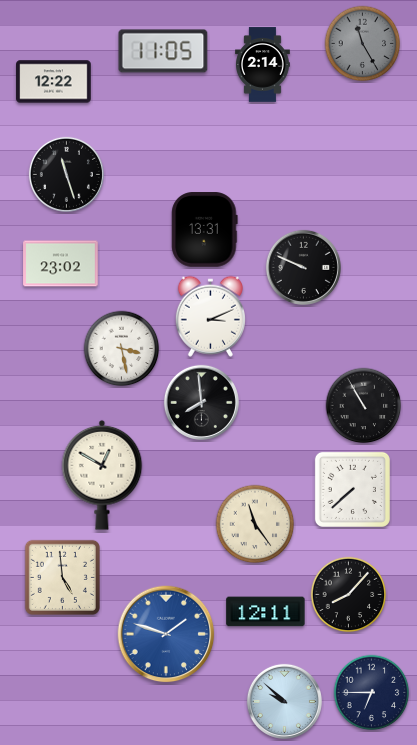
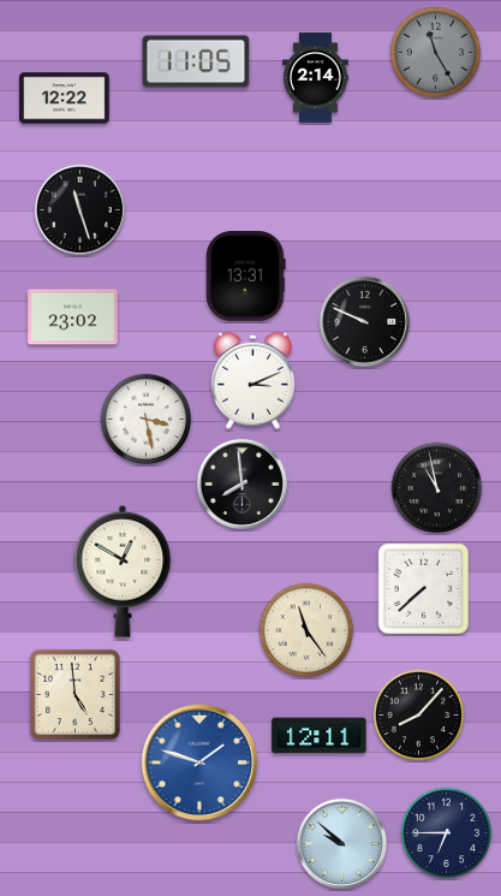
clock at (364, 406): 10:55 -> 10:58
